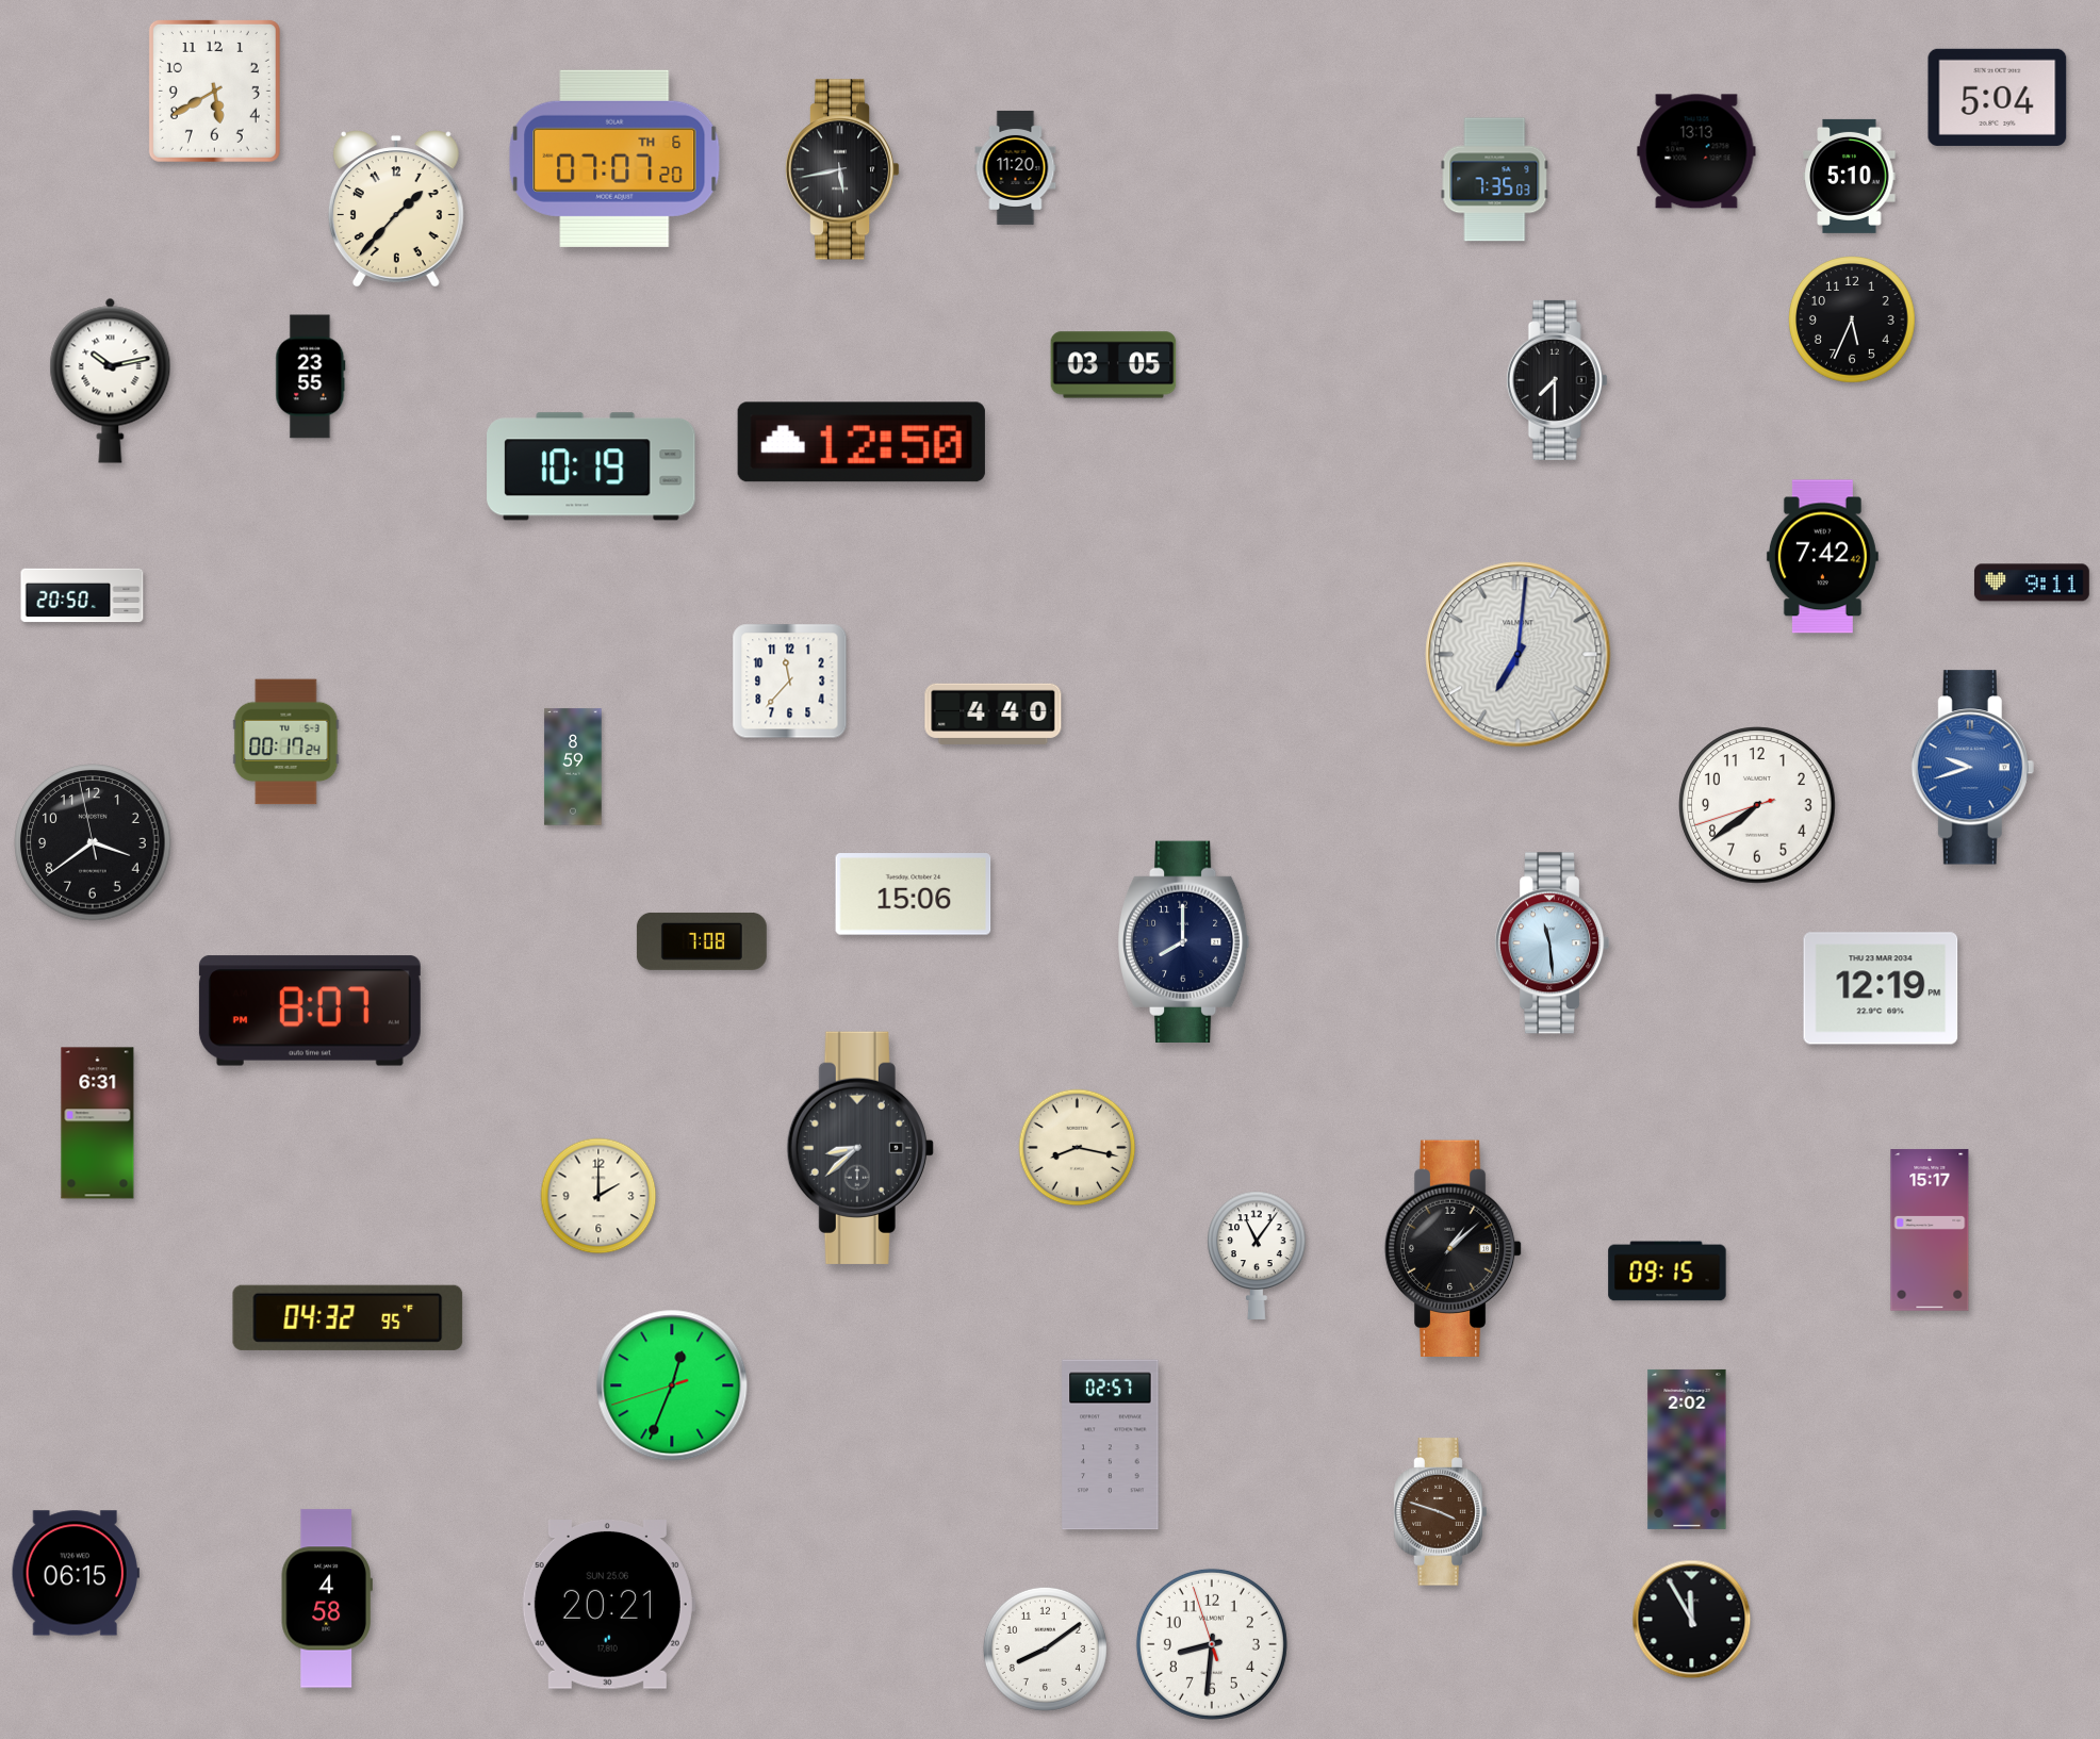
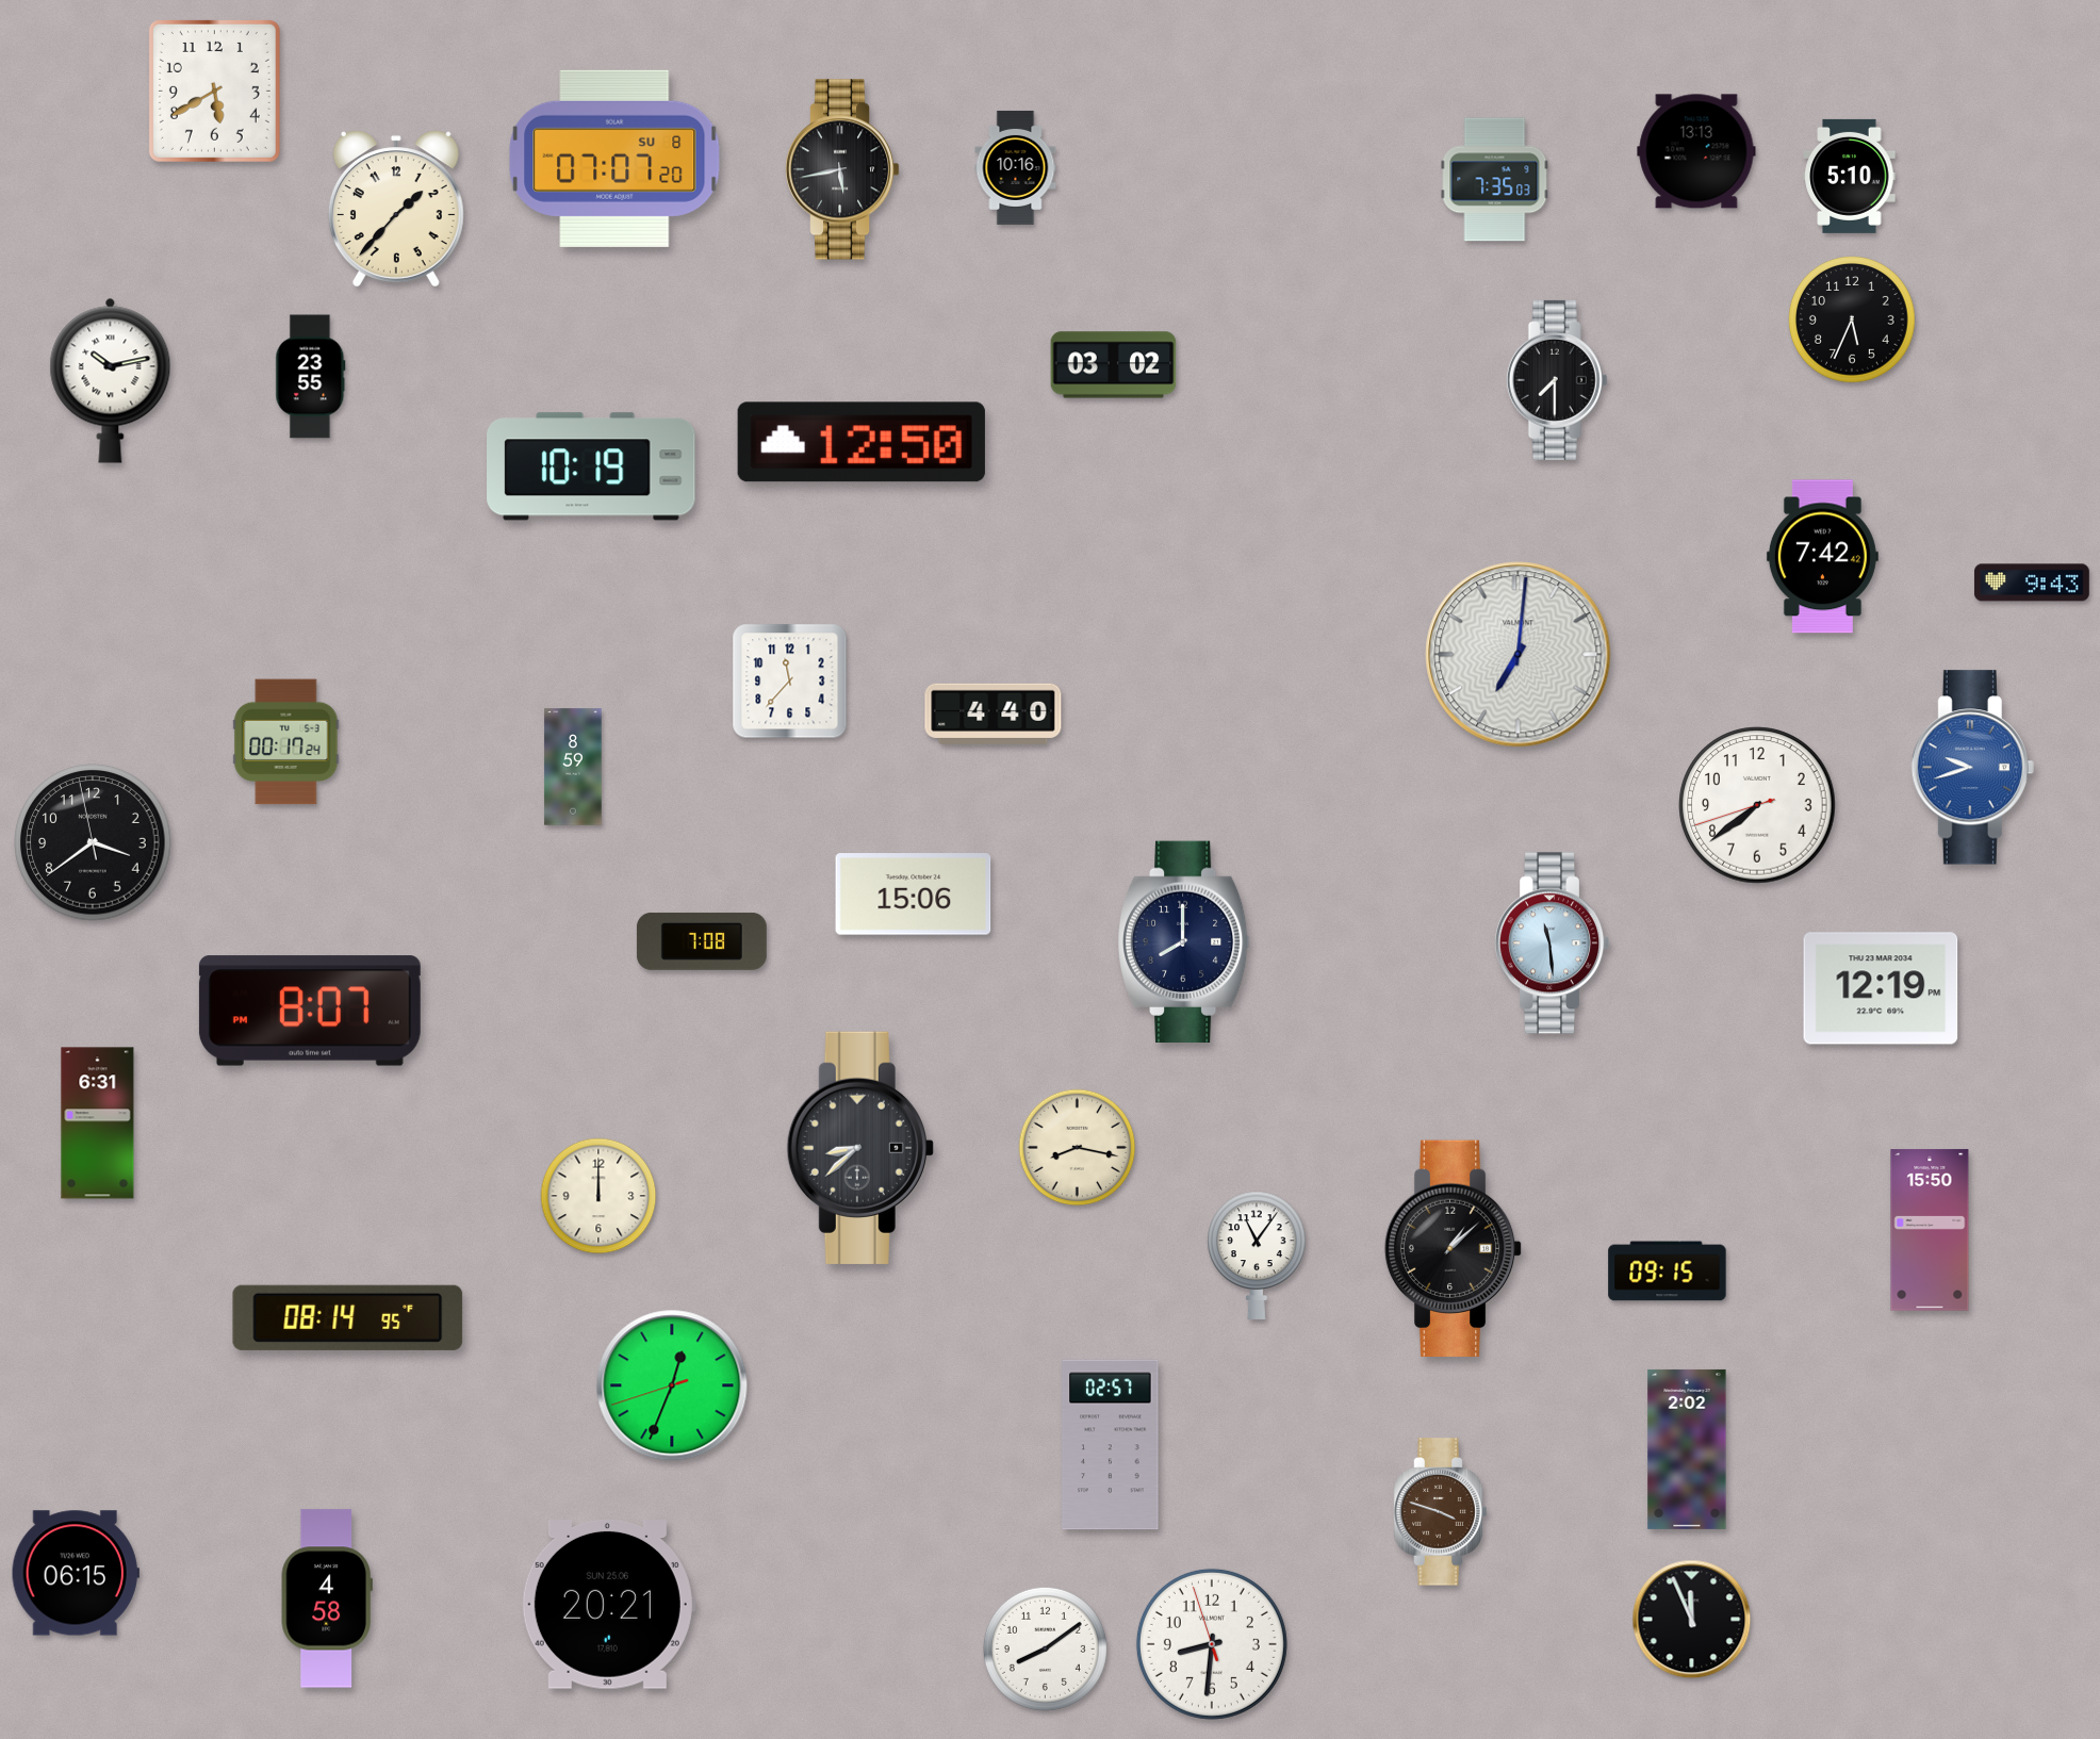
clock at (1998, 97): 5:04 -> none
clock at (614, 159) date: TH 6 -> SU 8
clock at (1016, 167): 11:20 -> 10:16
clock at (1114, 365): 03:05 -> 03:02
clock at (2032, 583): 9:11 -> 9:43
clock at (82, 595): 20:50 -> none
clock at (598, 1196): 2:00 -> 12:00
clock at (1930, 1230): 15:17 -> 15:50
clock at (348, 1317): 04:32 -> 08:14
clock at (1692, 1620): 11:55 -> 11:56
